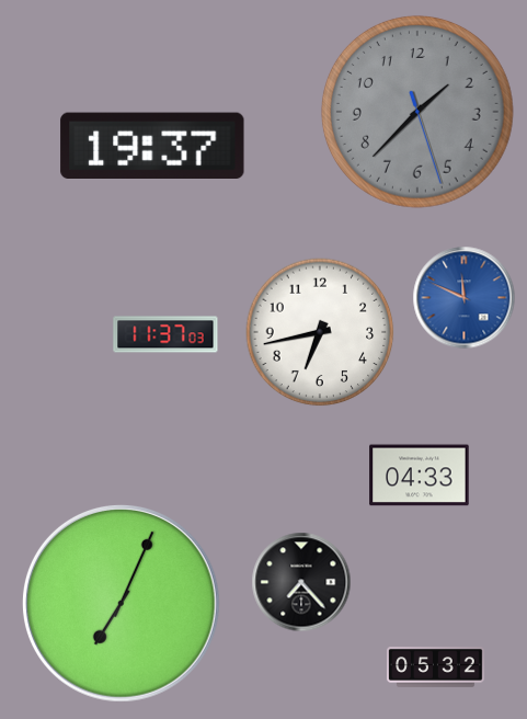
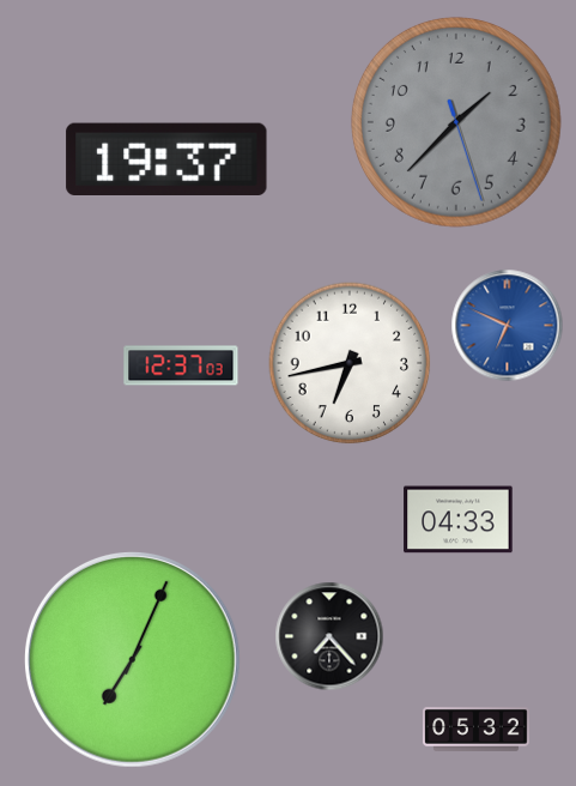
clock at (465, 298): 11:49 -> 6:49
clock at (165, 334): 11:37 -> 12:37
